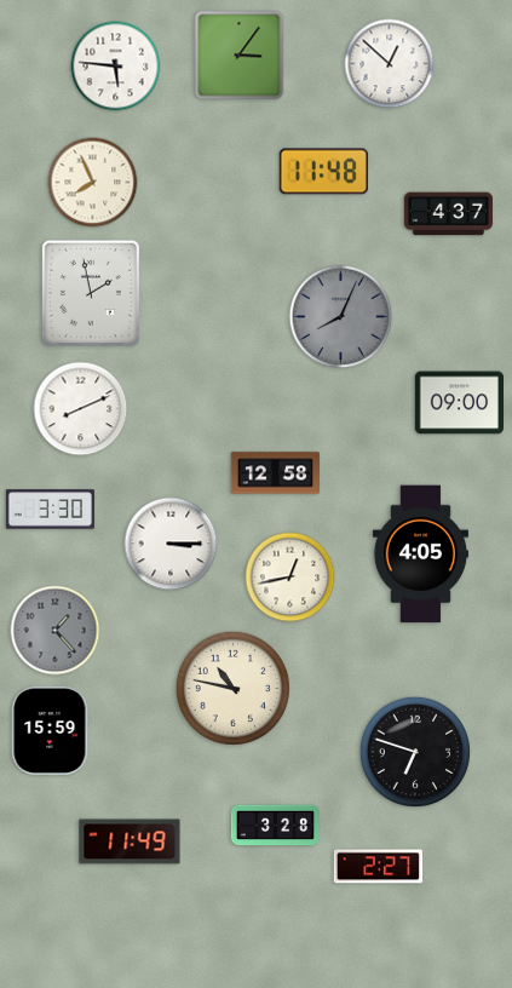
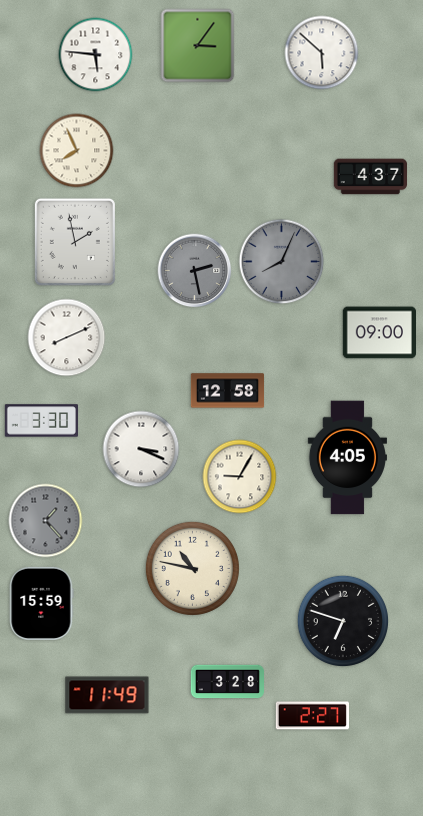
clock at (390, 64): 12:52 -> 5:52
clock at (323, 172): 11:48 -> none
clock at (195, 271): none -> 2:28
clock at (171, 544): 3:15 -> 3:19
clock at (290, 578): 12:43 -> 9:05
